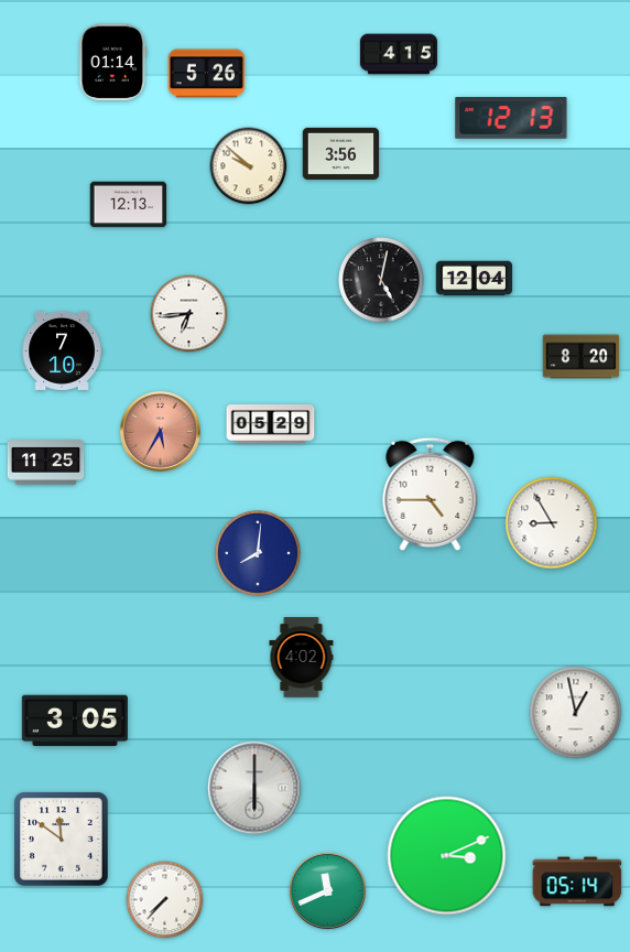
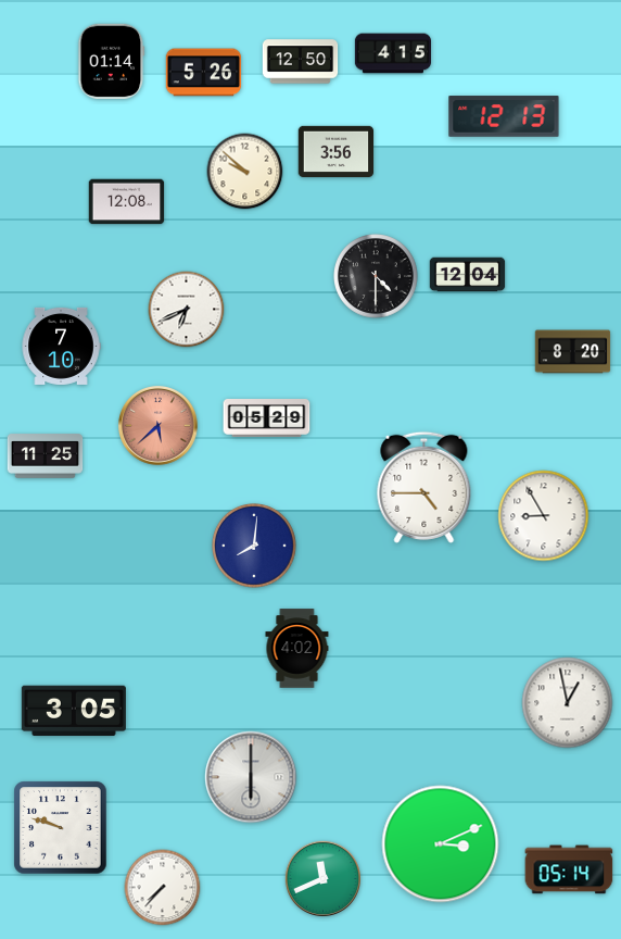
clock at (301, 62): none -> 12:50
clock at (249, 166) position: (249, 166) -> (245, 172)
clock at (129, 205): 12:13 -> 12:08
clock at (382, 281): 5:02 -> 4:30
clock at (189, 314): 6:44 -> 6:41
clock at (160, 431): 5:35 -> 5:38
clock at (62, 840): 11:51 -> 9:48
